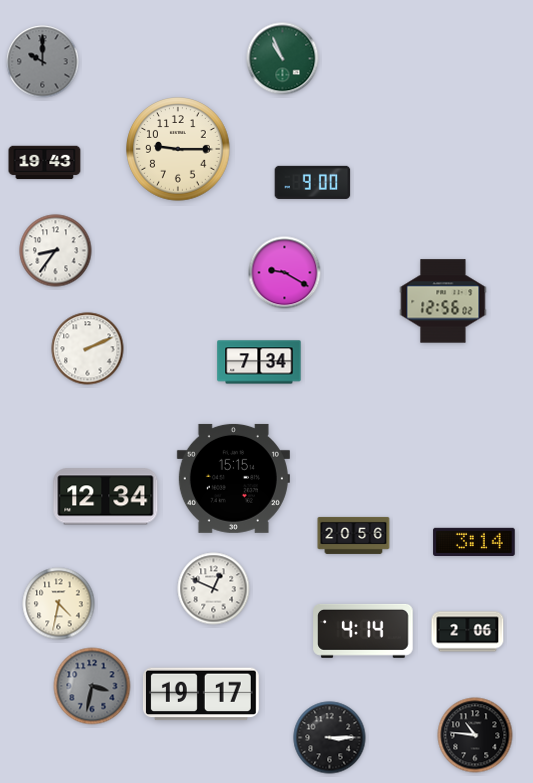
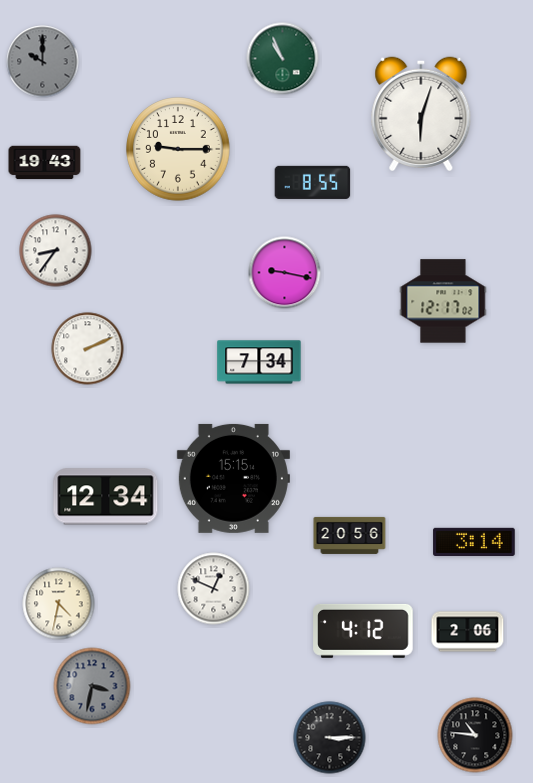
clock at (421, 114): none -> 6:03
clock at (313, 182): 9:00 -> 8:55
clock at (285, 273): 9:20 -> 9:17
clock at (443, 301): 12:56 -> 12:17
clock at (354, 535) position: (354, 535) -> (350, 535)
clock at (363, 631): 4:14 -> 4:12
clock at (201, 694): 19:17 -> none
